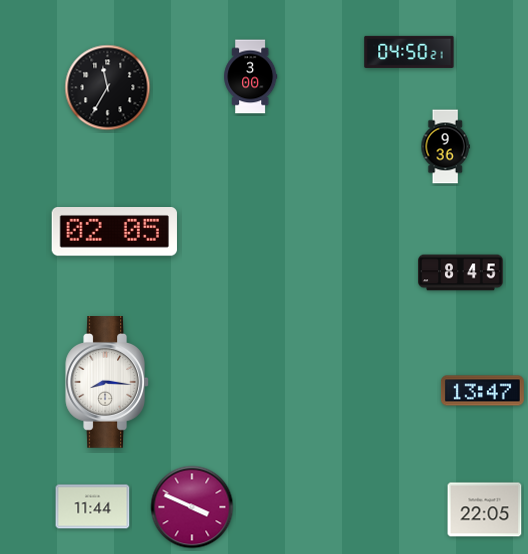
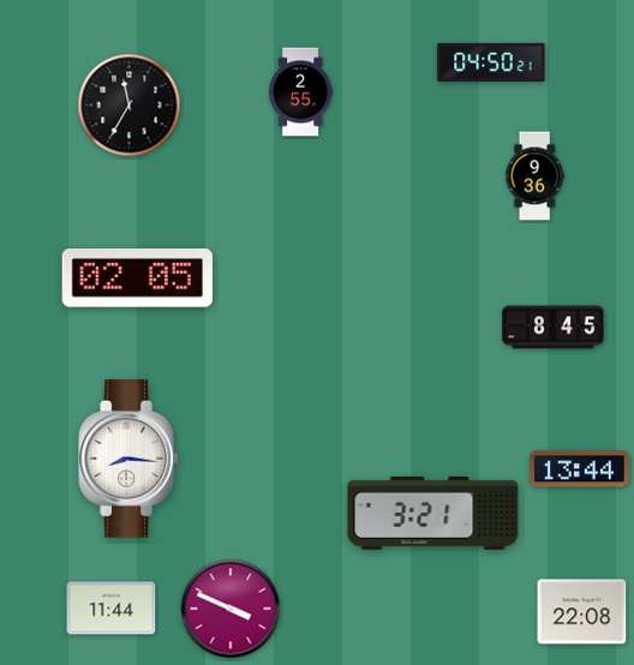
clock at (251, 77): 3:00 -> 2:55
clock at (482, 391): 13:47 -> 13:44
clock at (433, 513): none -> 3:21
clock at (485, 510): 22:05 -> 22:08
